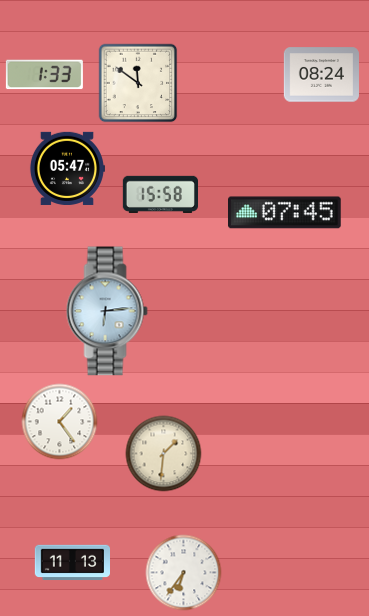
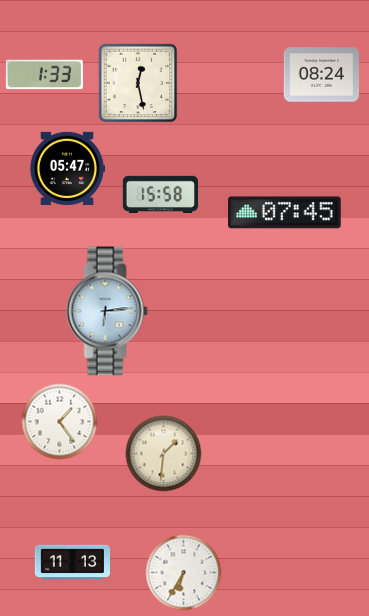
clock at (138, 83): 11:51 -> 12:28
clock at (184, 573): 6:36 -> 6:35
